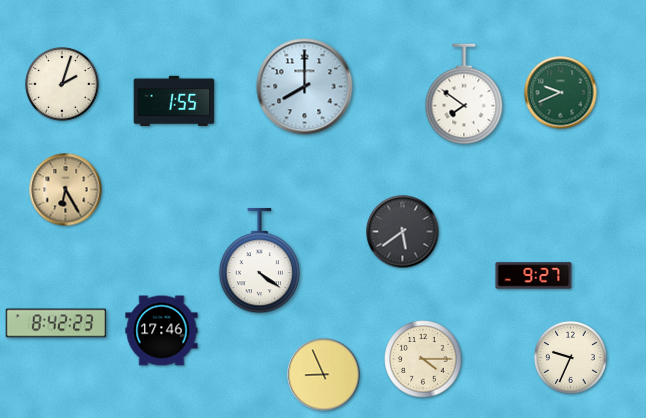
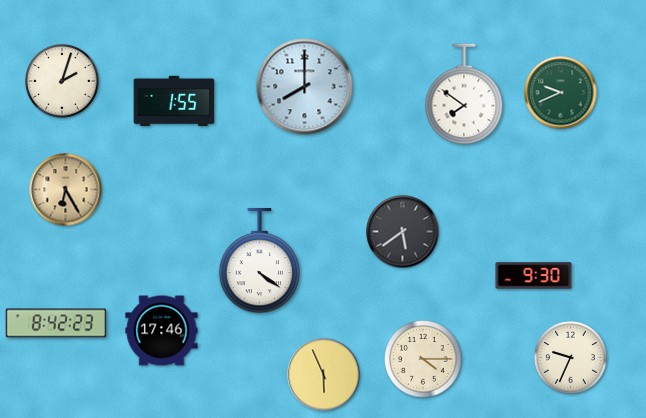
clock at (62, 84) position: (62, 84) -> (62, 81)
clock at (534, 276): 9:27 -> 9:30
clock at (324, 375): 8:56 -> 5:56
